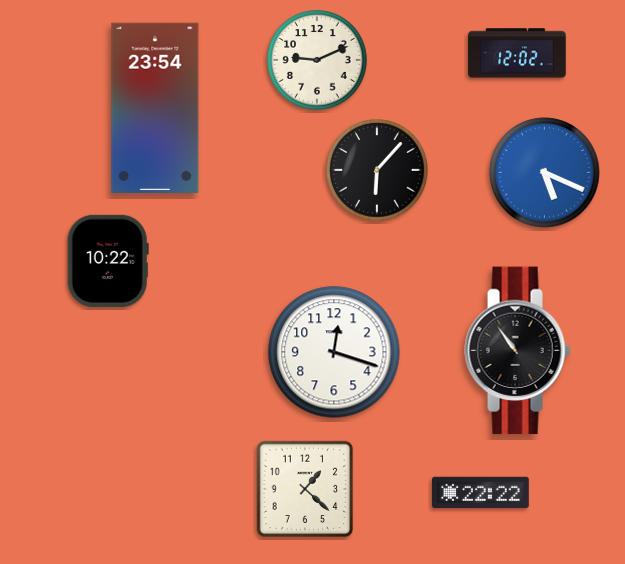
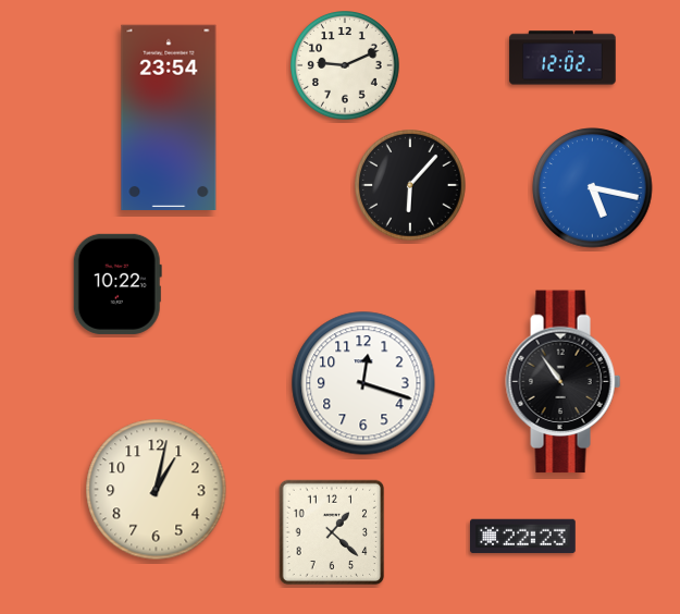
clock at (545, 173): 5:19 -> 5:17
clock at (157, 490): none -> 1:02
clock at (481, 493): 22:22 -> 22:23
